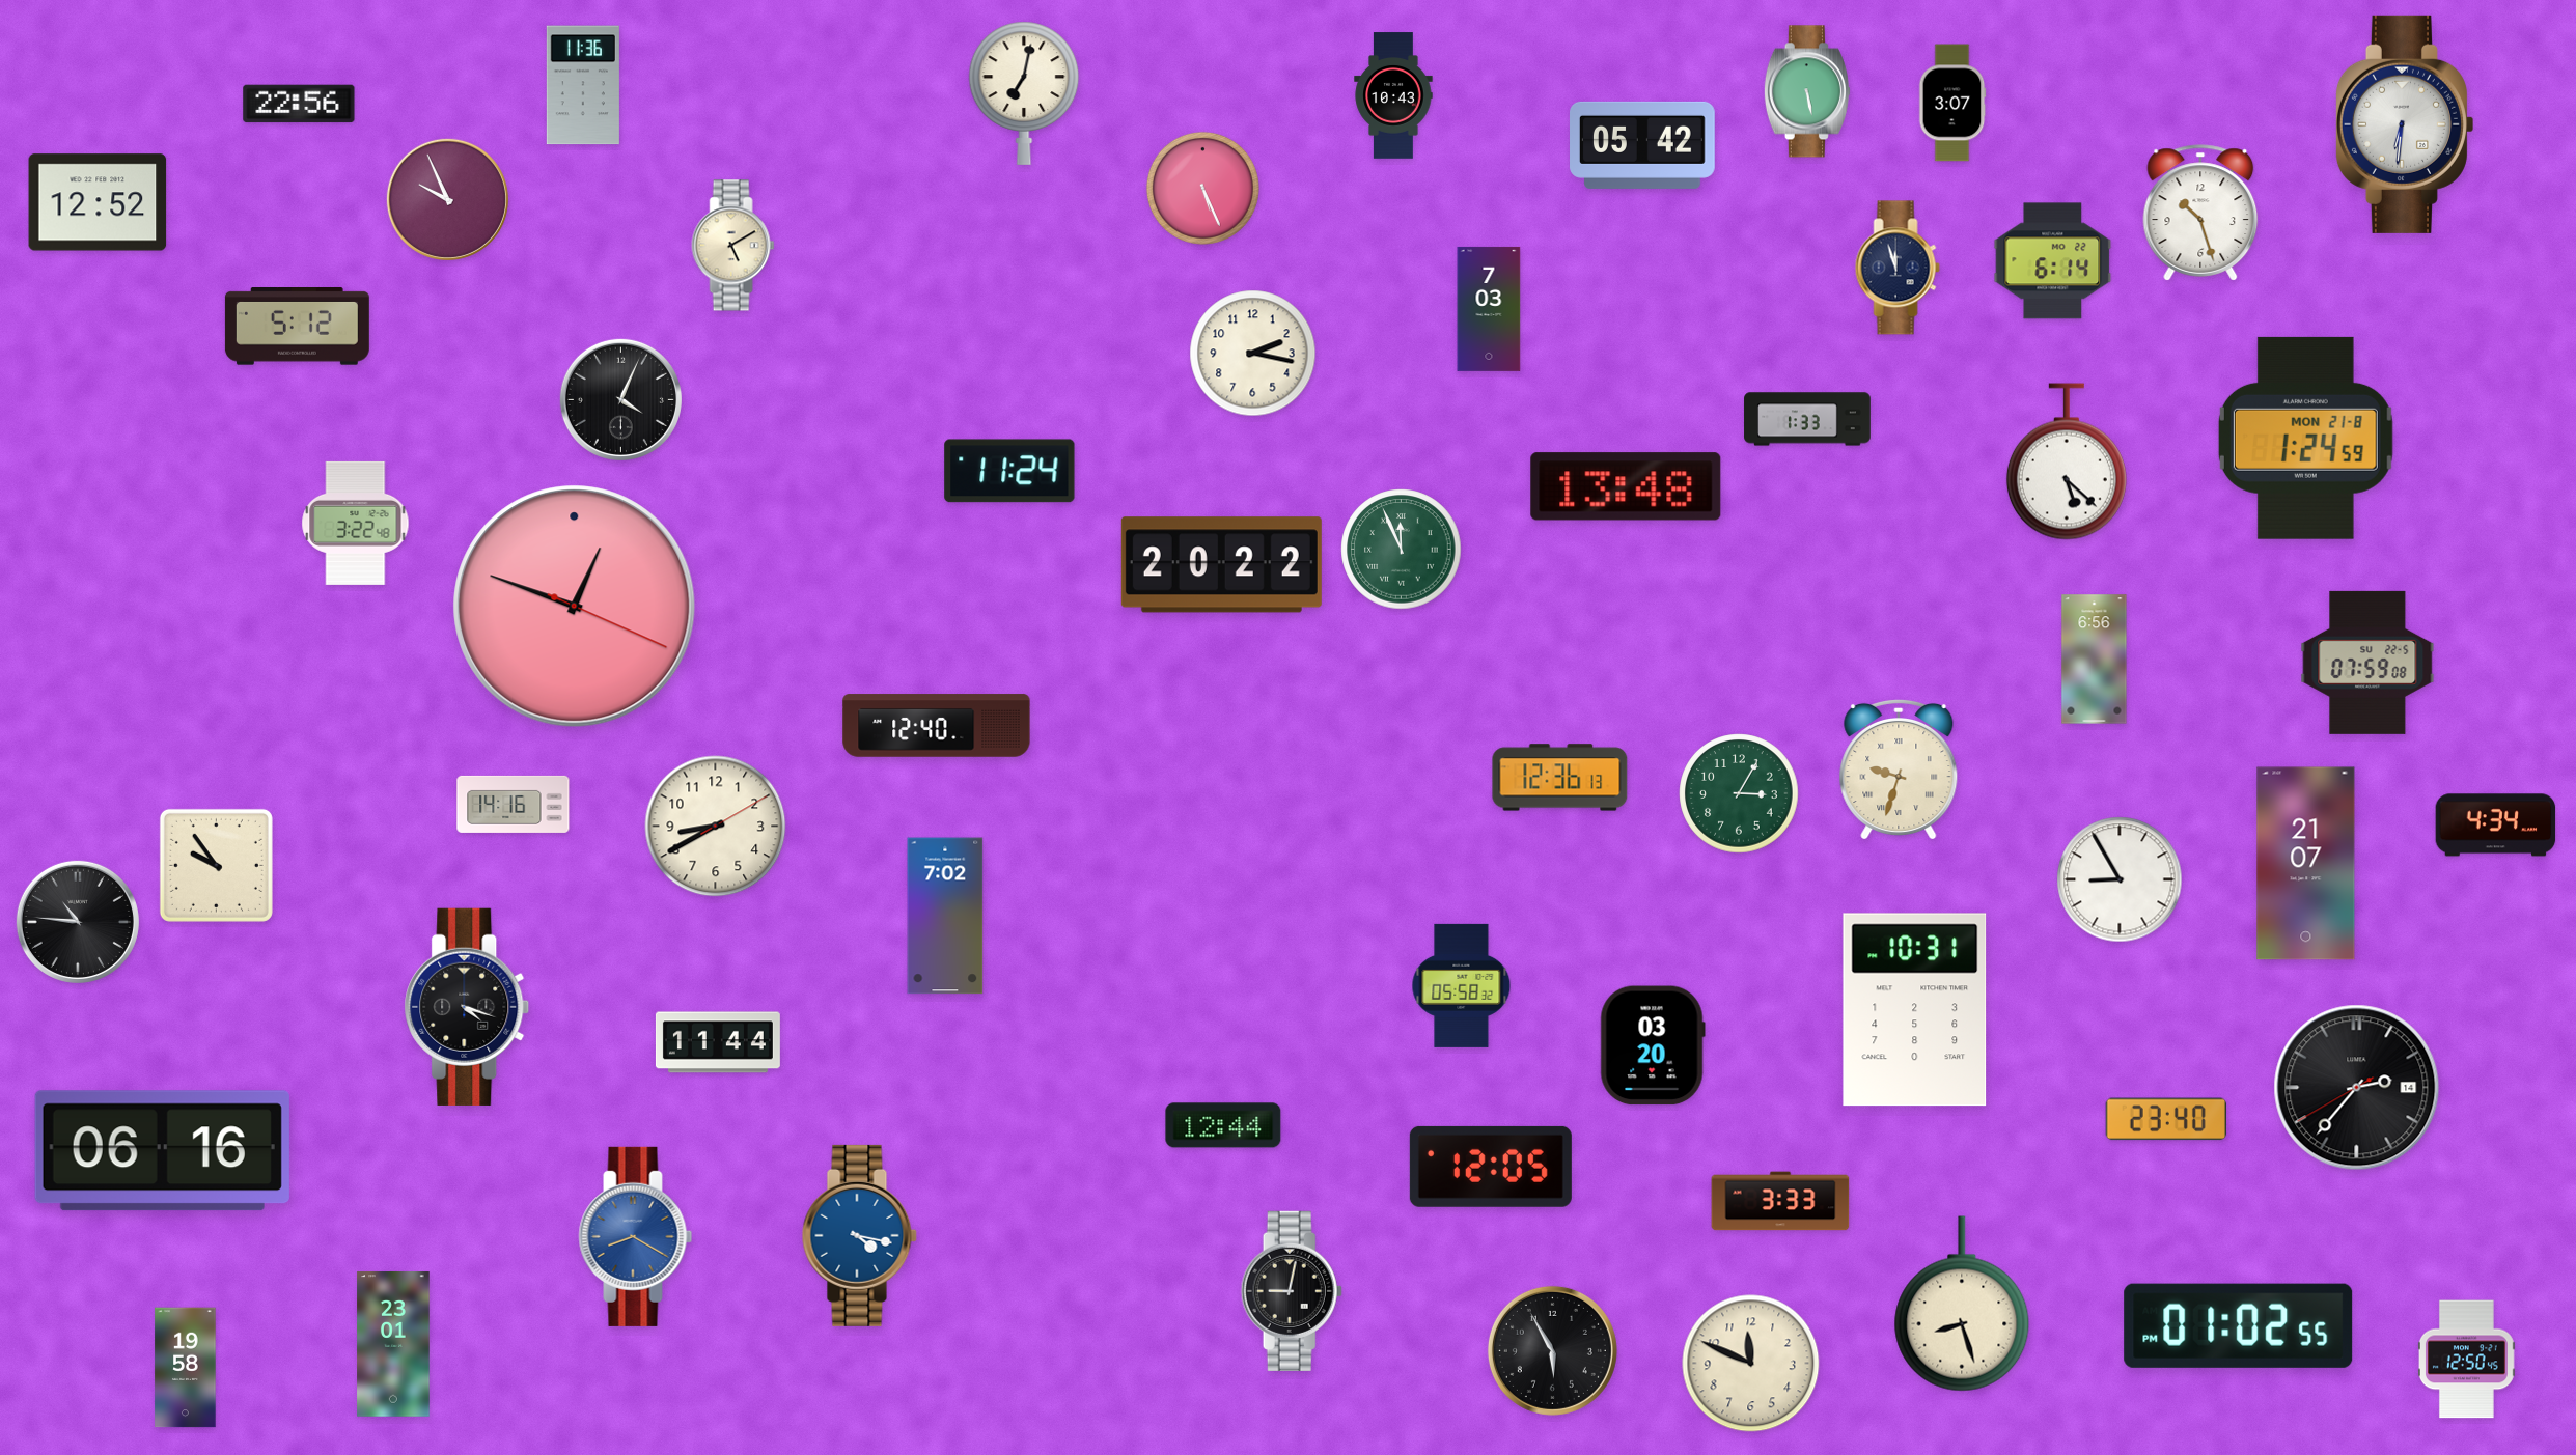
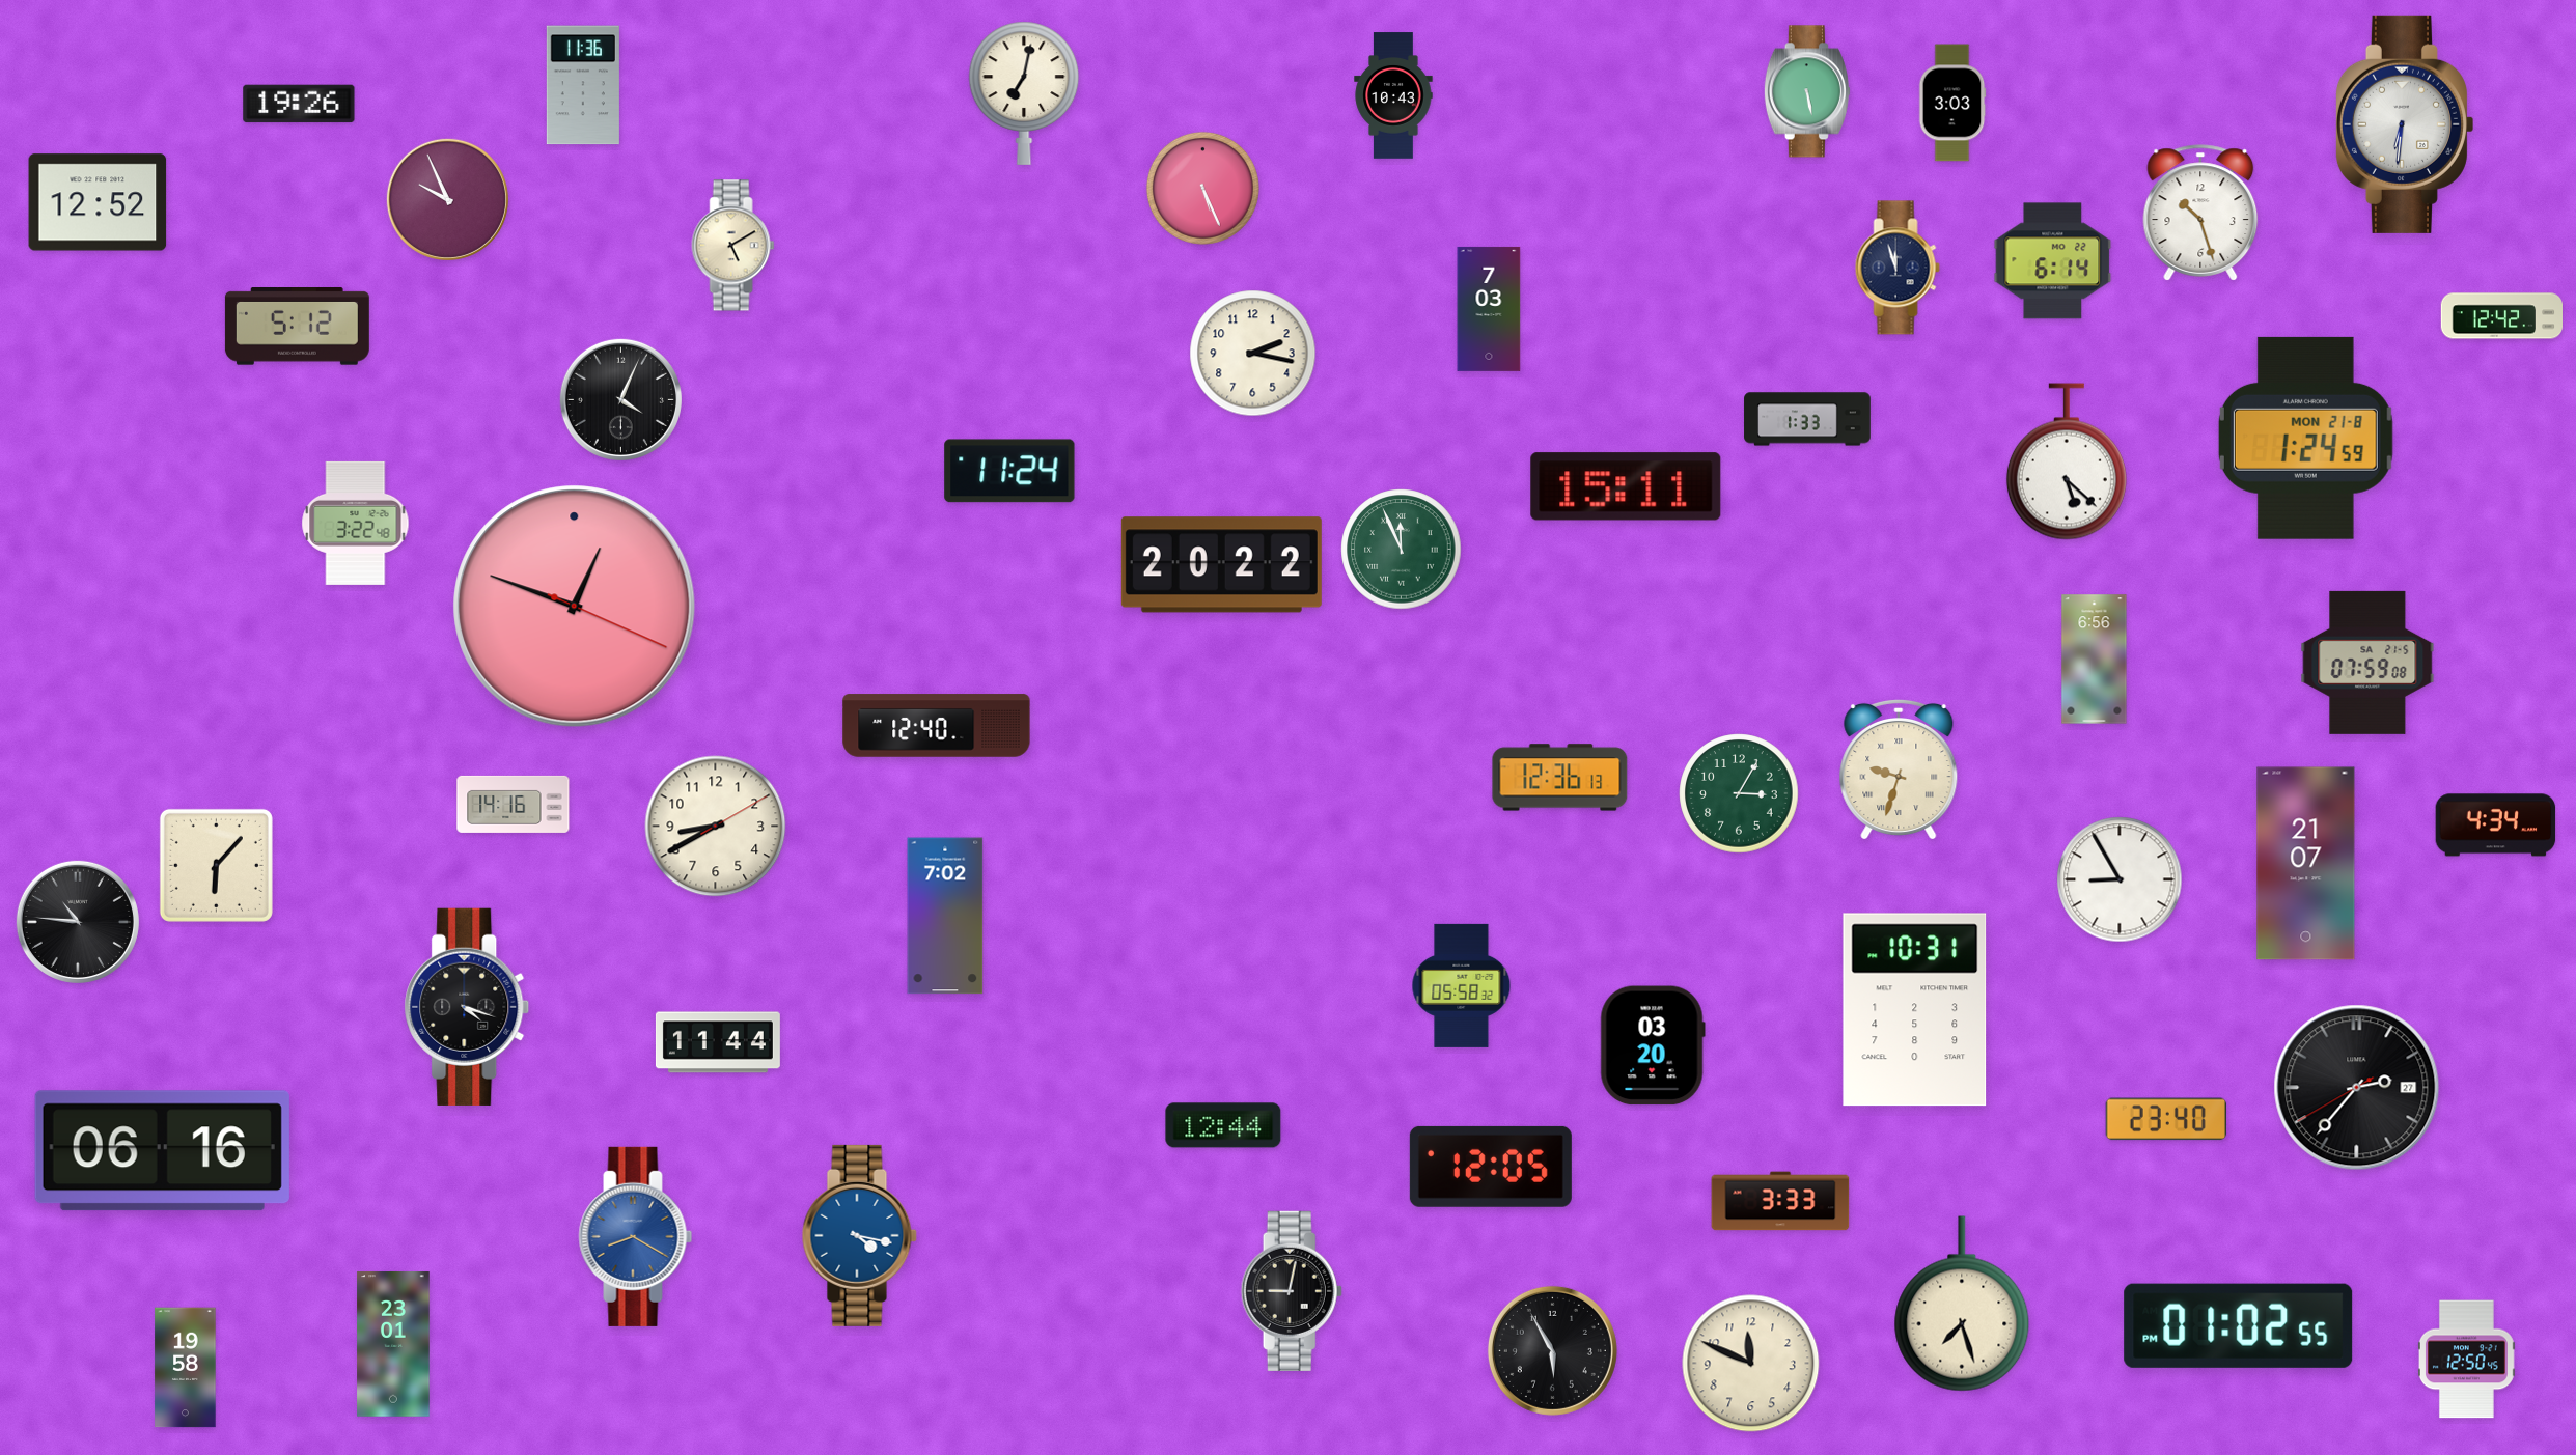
clock at (1952, 103): 3:07 -> 3:03
clock at (299, 104): 22:56 -> 19:26
clock at (1643, 145): 05:42 -> none
clock at (2501, 316): none -> 12:42
clock at (1626, 486): 13:48 -> 15:11
clock at (2367, 663) date: SU 22-5 -> SA 21-5
clock at (216, 865): 9:54 -> 6:07
clock at (2357, 1088) date: 14 -> 27
clock at (1962, 1304): 8:27 -> 7:27
